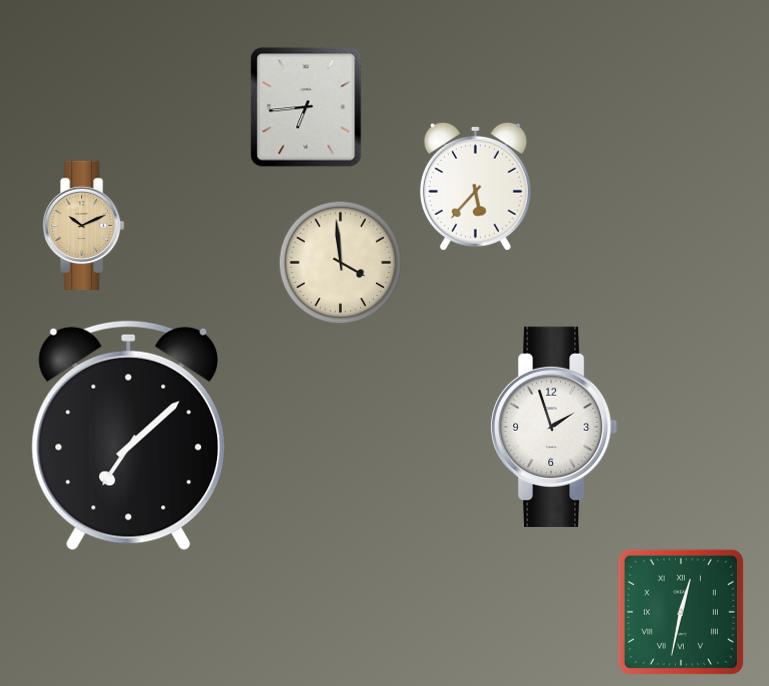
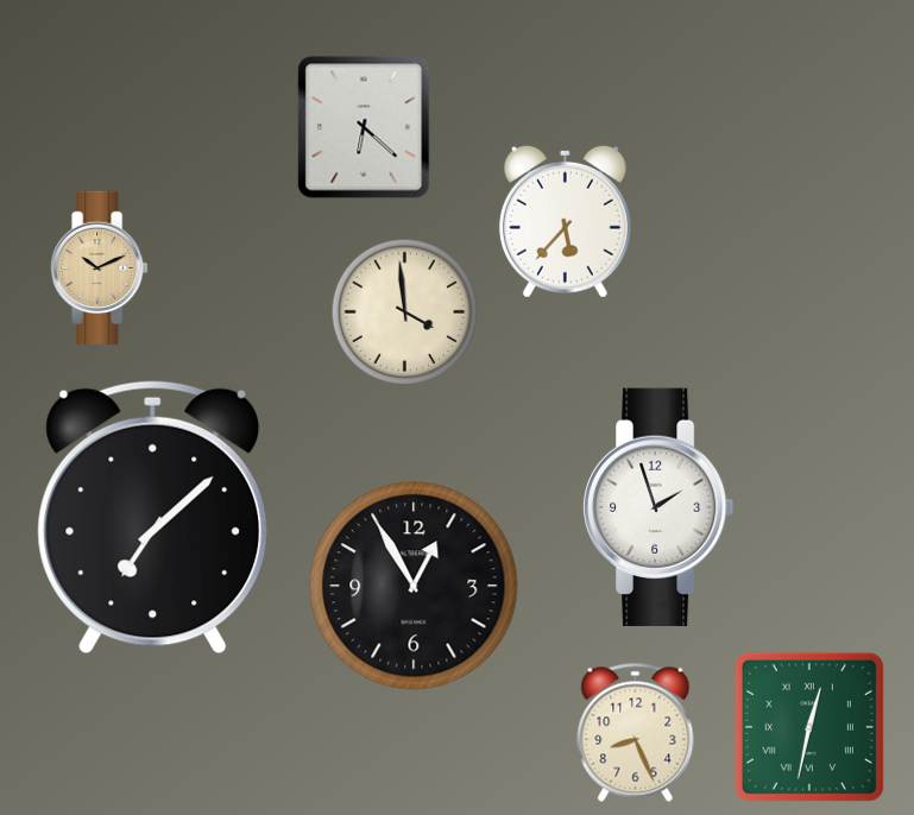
clock at (306, 107): 6:44 -> 6:22
clock at (414, 586): none -> 12:55
clock at (636, 732): none -> 8:26
